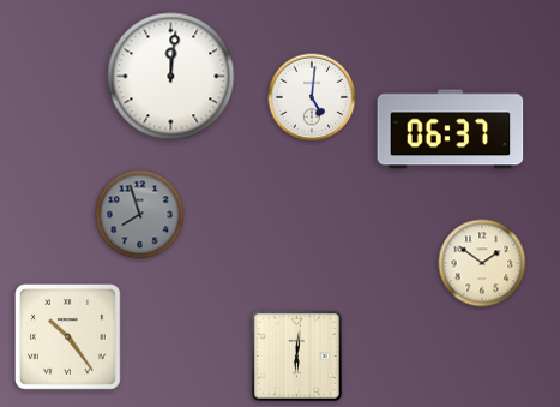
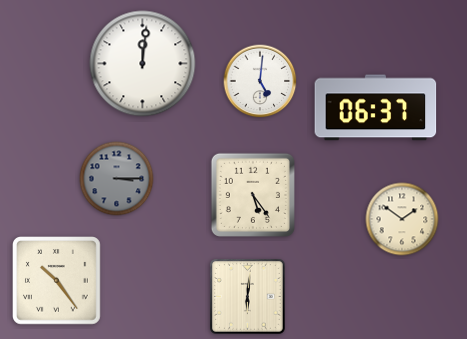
clock at (140, 215): 7:57 -> 3:15
clock at (253, 195): none -> 5:24
